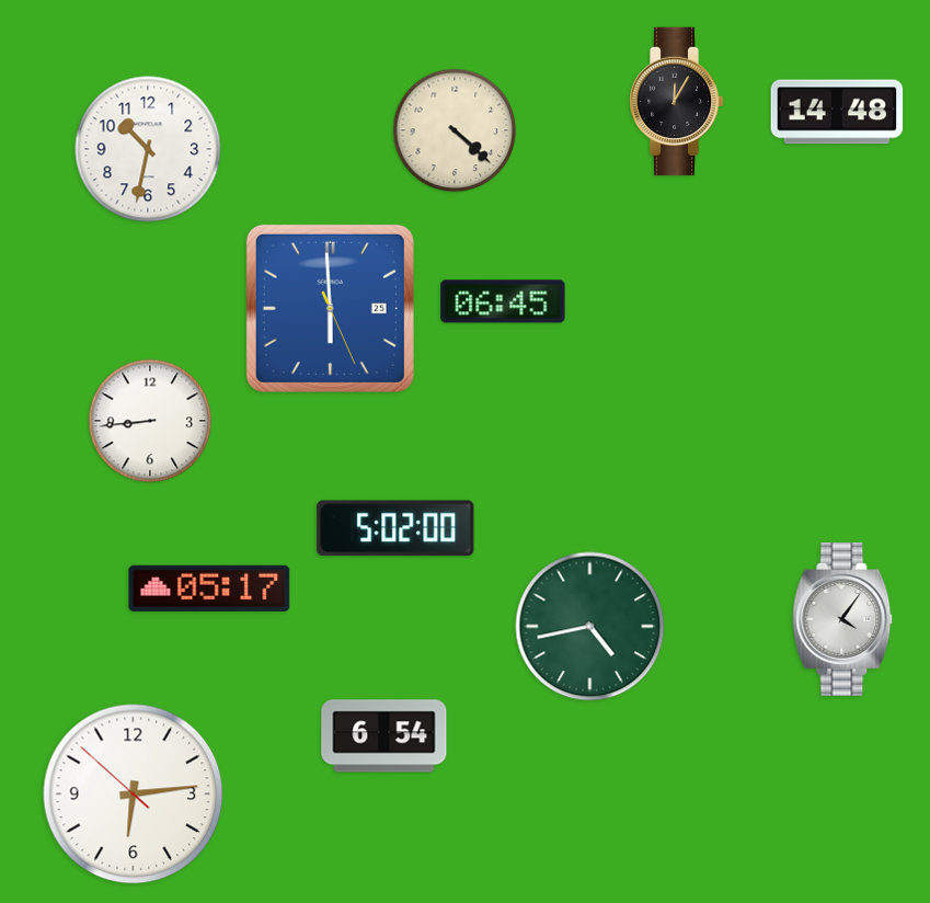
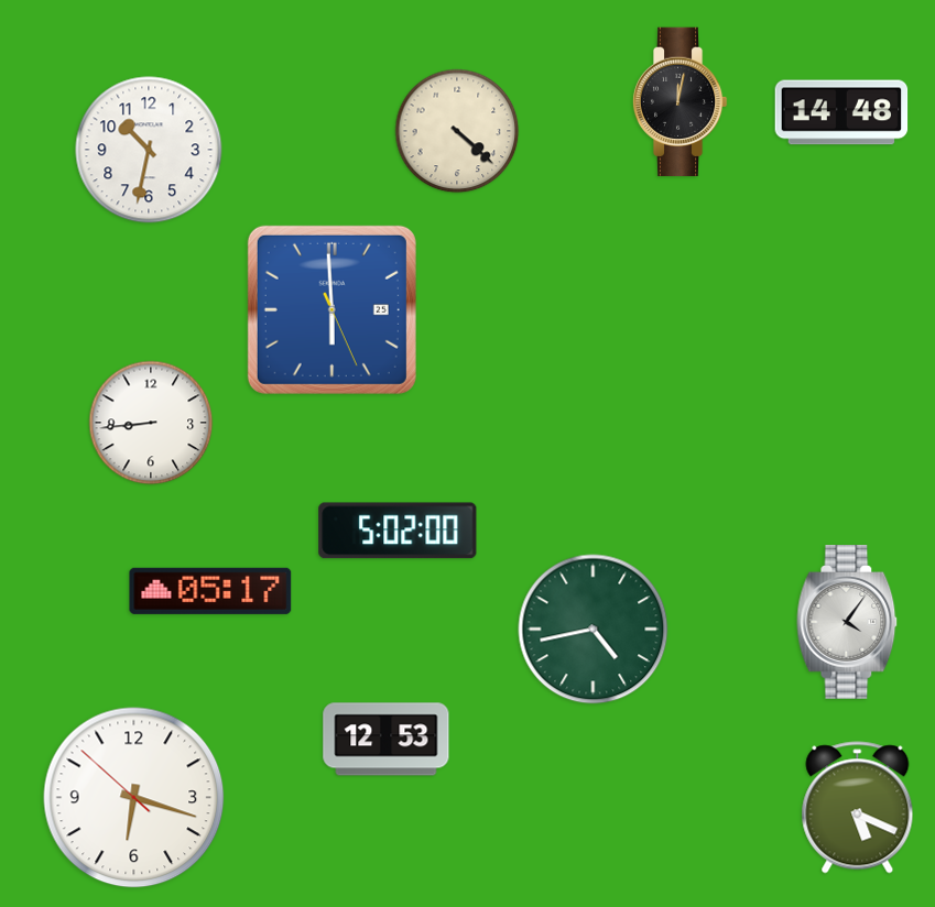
clock at (676, 102): 12:05 -> 12:02
clock at (503, 301): 06:45 -> none
clock at (384, 736): 6:54 -> 12:53
clock at (134, 795): 6:13 -> 6:17
clock at (858, 808): none -> 5:19
